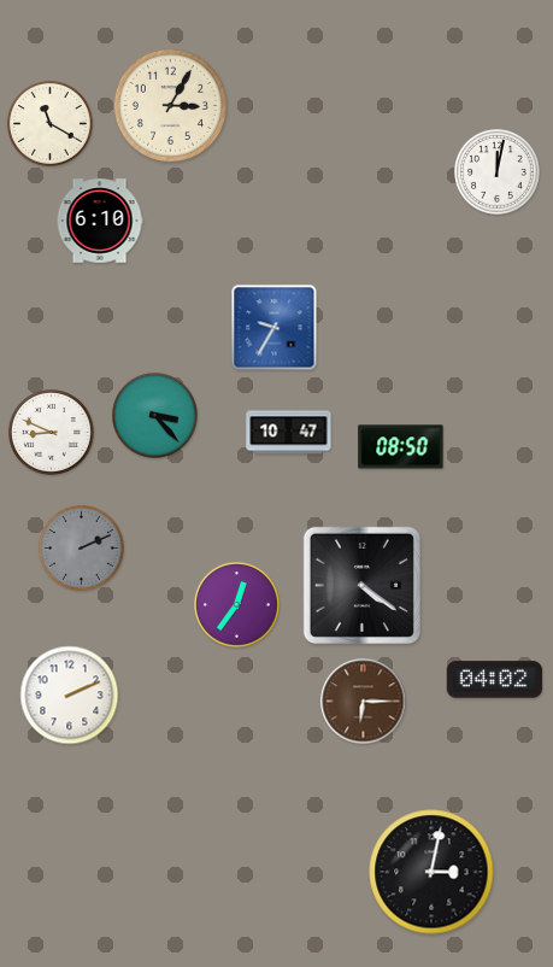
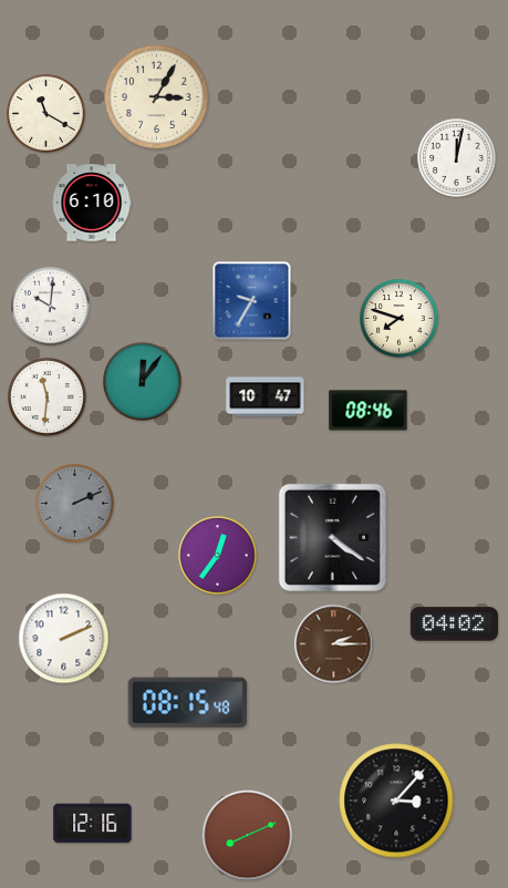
clock at (51, 307): none -> 10:01
clock at (400, 319): none -> 7:48
clock at (155, 416): 3:23 -> 12:06
clock at (52, 433): 8:49 -> 11:31
clock at (401, 447): 08:50 -> 08:46
clock at (364, 702): 6:15 -> 2:15
clock at (188, 703): none -> 08:15
clock at (431, 872): 3:02 -> 3:07
clock at (93, 824): none -> 12:16
clock at (248, 836): none -> 8:11
